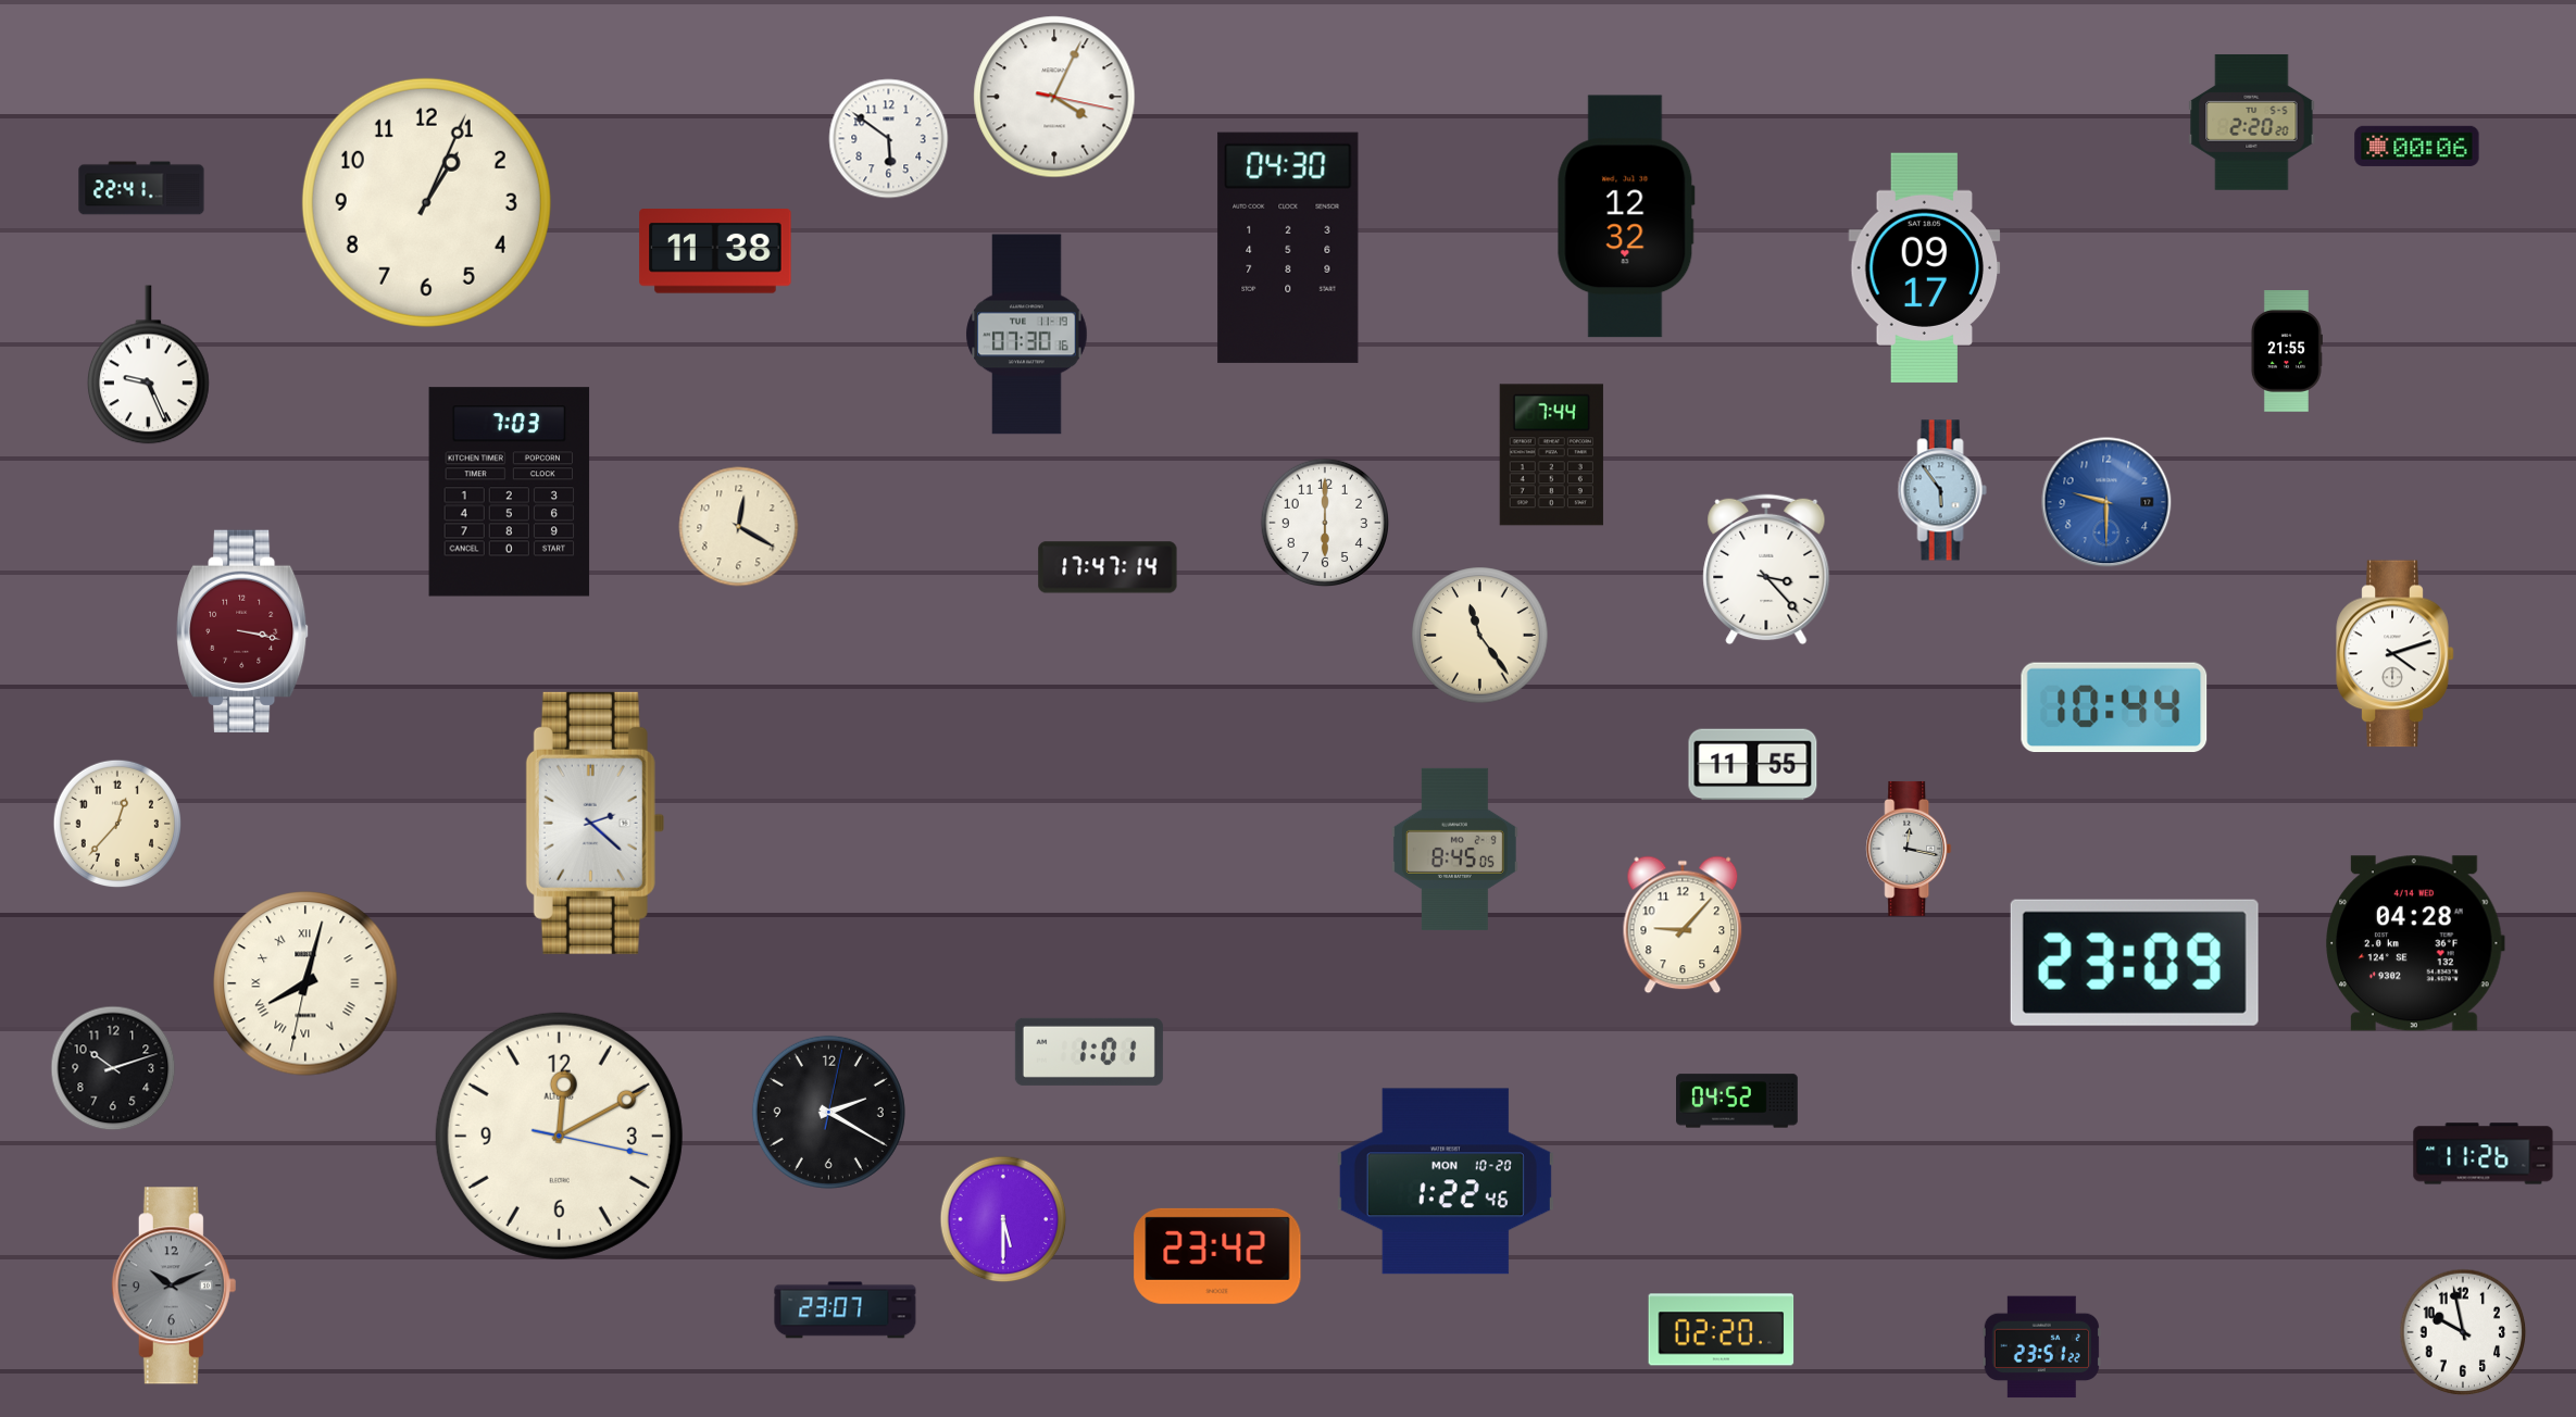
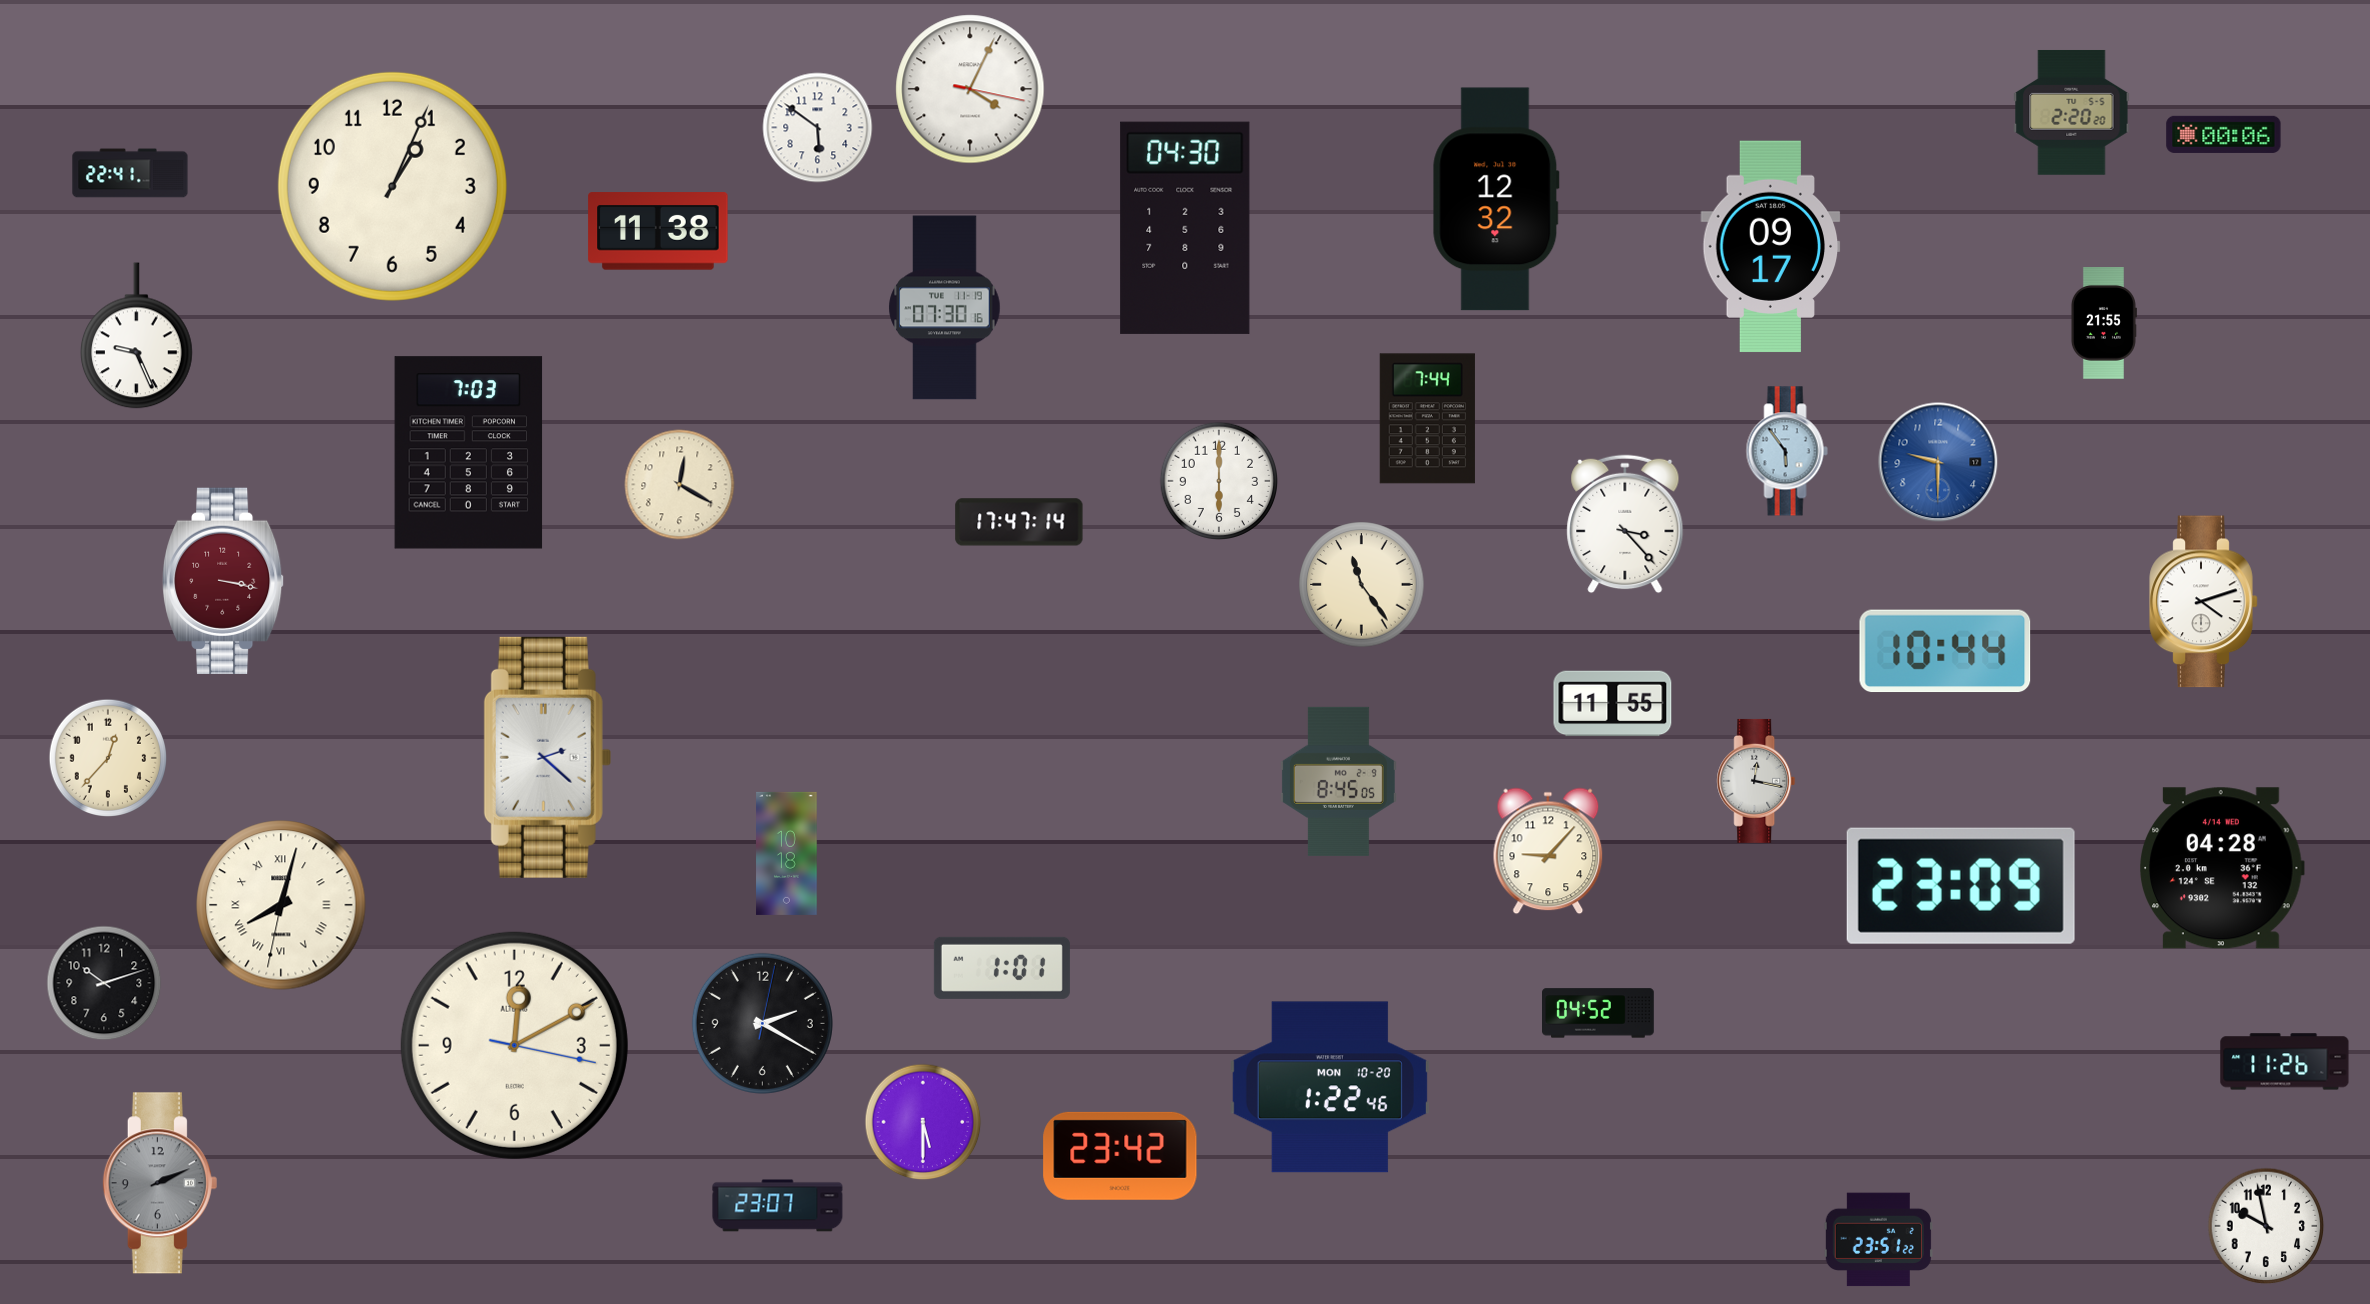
clock at (787, 853): none -> 10:18
clock at (2135, 963) position: (2135, 963) -> (1961, 886)
clock at (174, 1286): 10:11 -> 2:11
clock at (1722, 1330): 02:20 -> none
